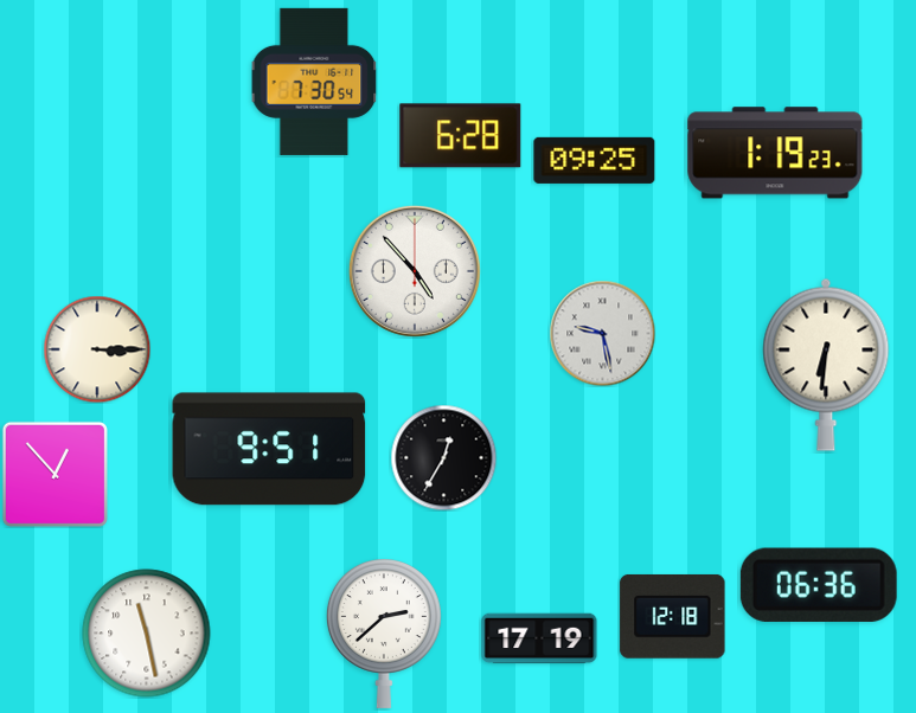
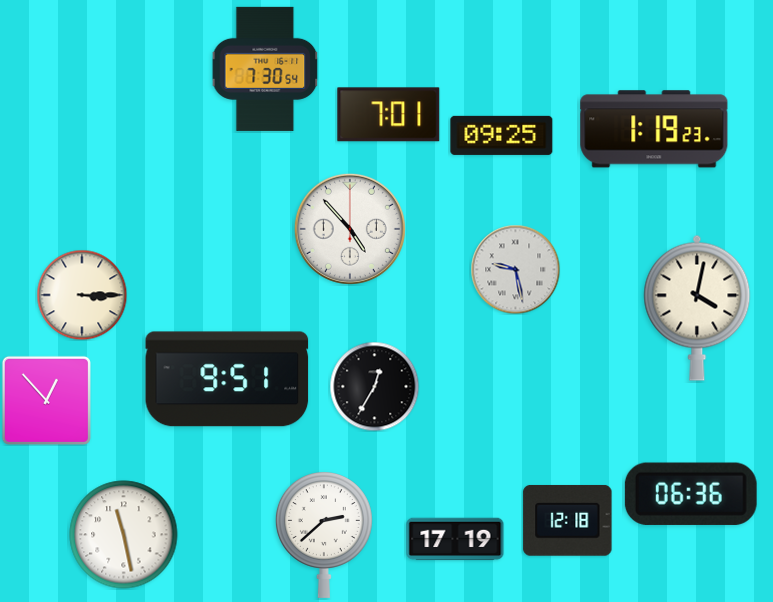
clock at (461, 136): 6:28 -> 7:01
clock at (602, 333) position: (602, 333) -> (515, 269)
clock at (826, 365): 6:31 -> 4:02
